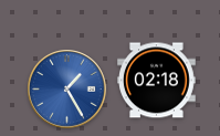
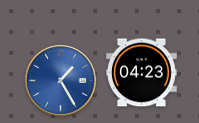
clock at (157, 81): 02:18 -> 04:23
